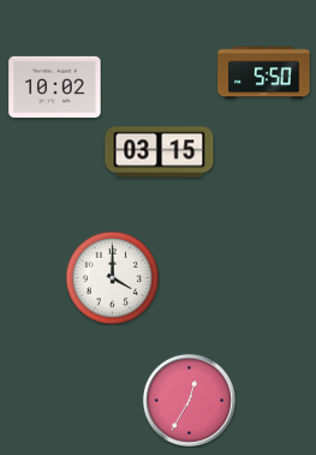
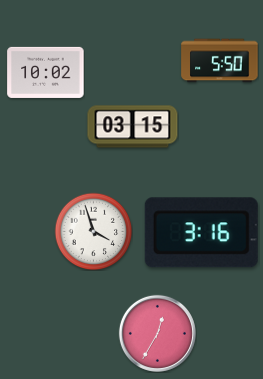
clock at (112, 277): 4:00 -> 3:57
clock at (201, 233): none -> 3:16
